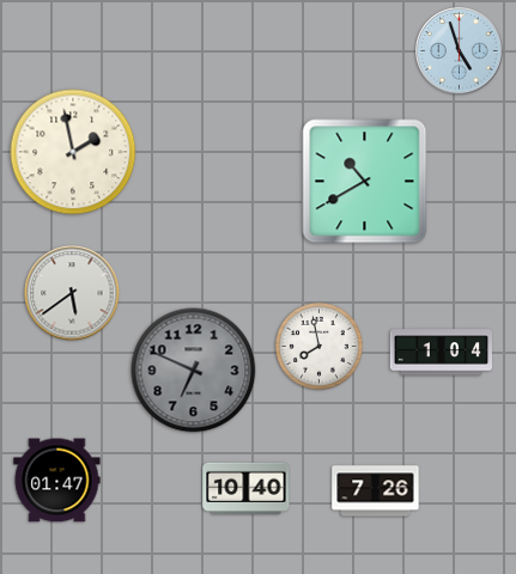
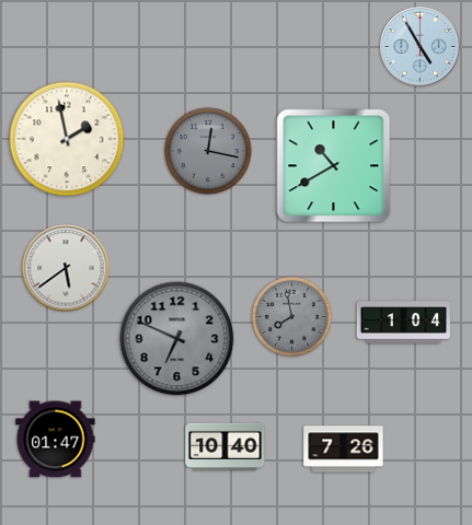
clock at (460, 51): 4:57 -> 4:55
clock at (208, 151): none -> 12:17
clock at (318, 346) dial: white -> grey
clock at (57, 481) position: (57, 481) -> (56, 440)
